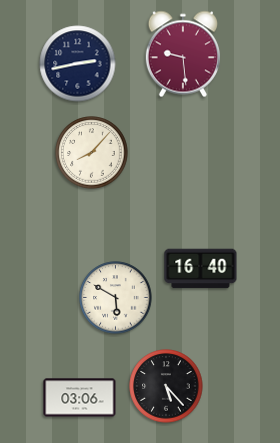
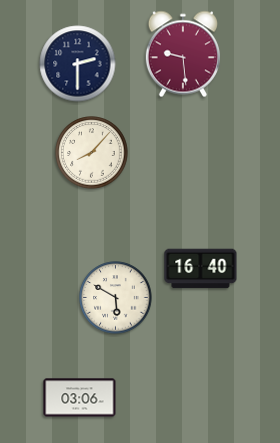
clock at (78, 64): 2:43 -> 2:30
clock at (166, 386): 5:23 -> none
